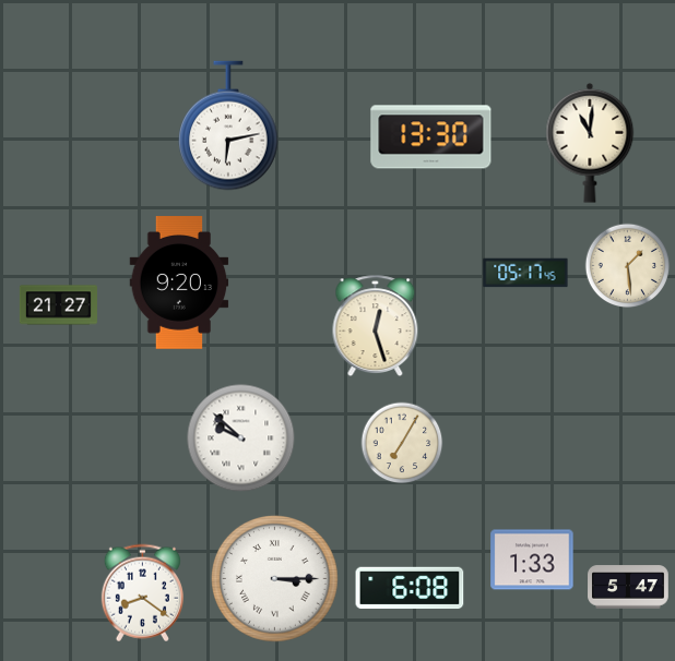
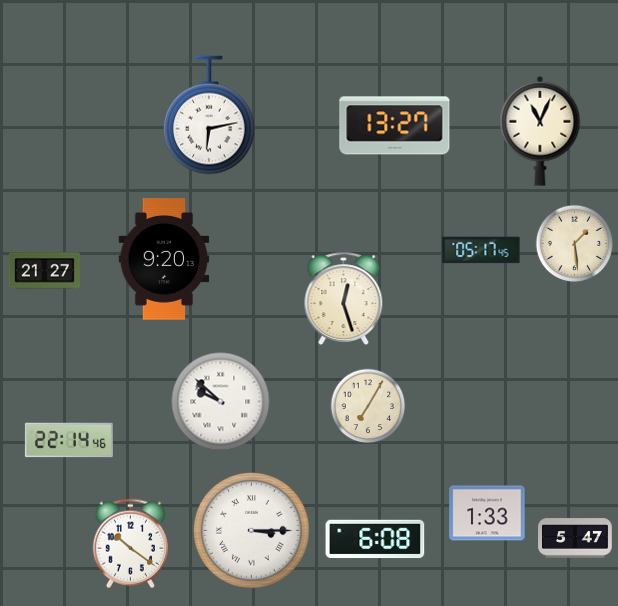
clock at (431, 137): 13:30 -> 13:27
clock at (590, 143): 11:01 -> 11:04
clock at (58, 305) position: (58, 305) -> (44, 271)
clock at (69, 440): none -> 22:14
clock at (142, 593): 8:21 -> 10:21
